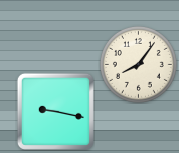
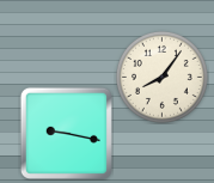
clock at (138, 64) position: (138, 64) -> (161, 77)
